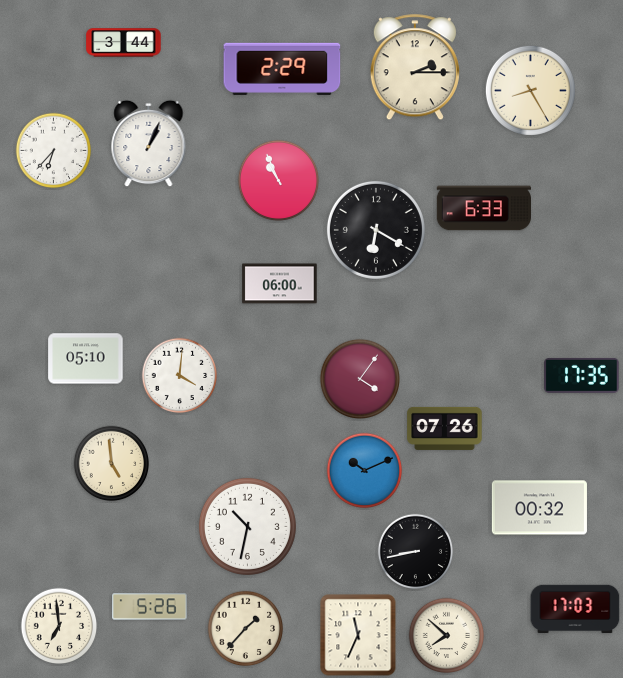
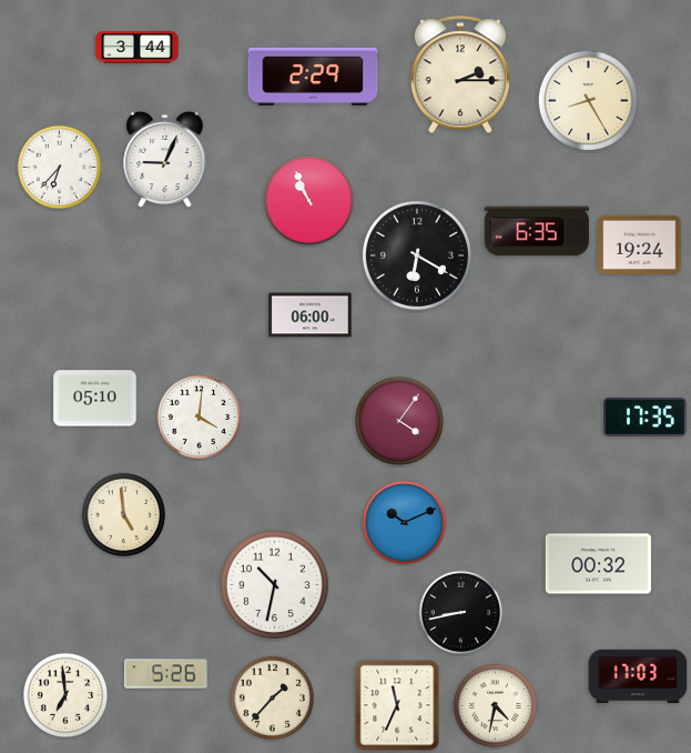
clock at (149, 144): 1:04 -> 9:04
clock at (483, 208): 6:33 -> 6:35
clock at (640, 244): none -> 19:24
clock at (445, 428): 07:26 -> none
clock at (447, 636): 7:52 -> 4:32
